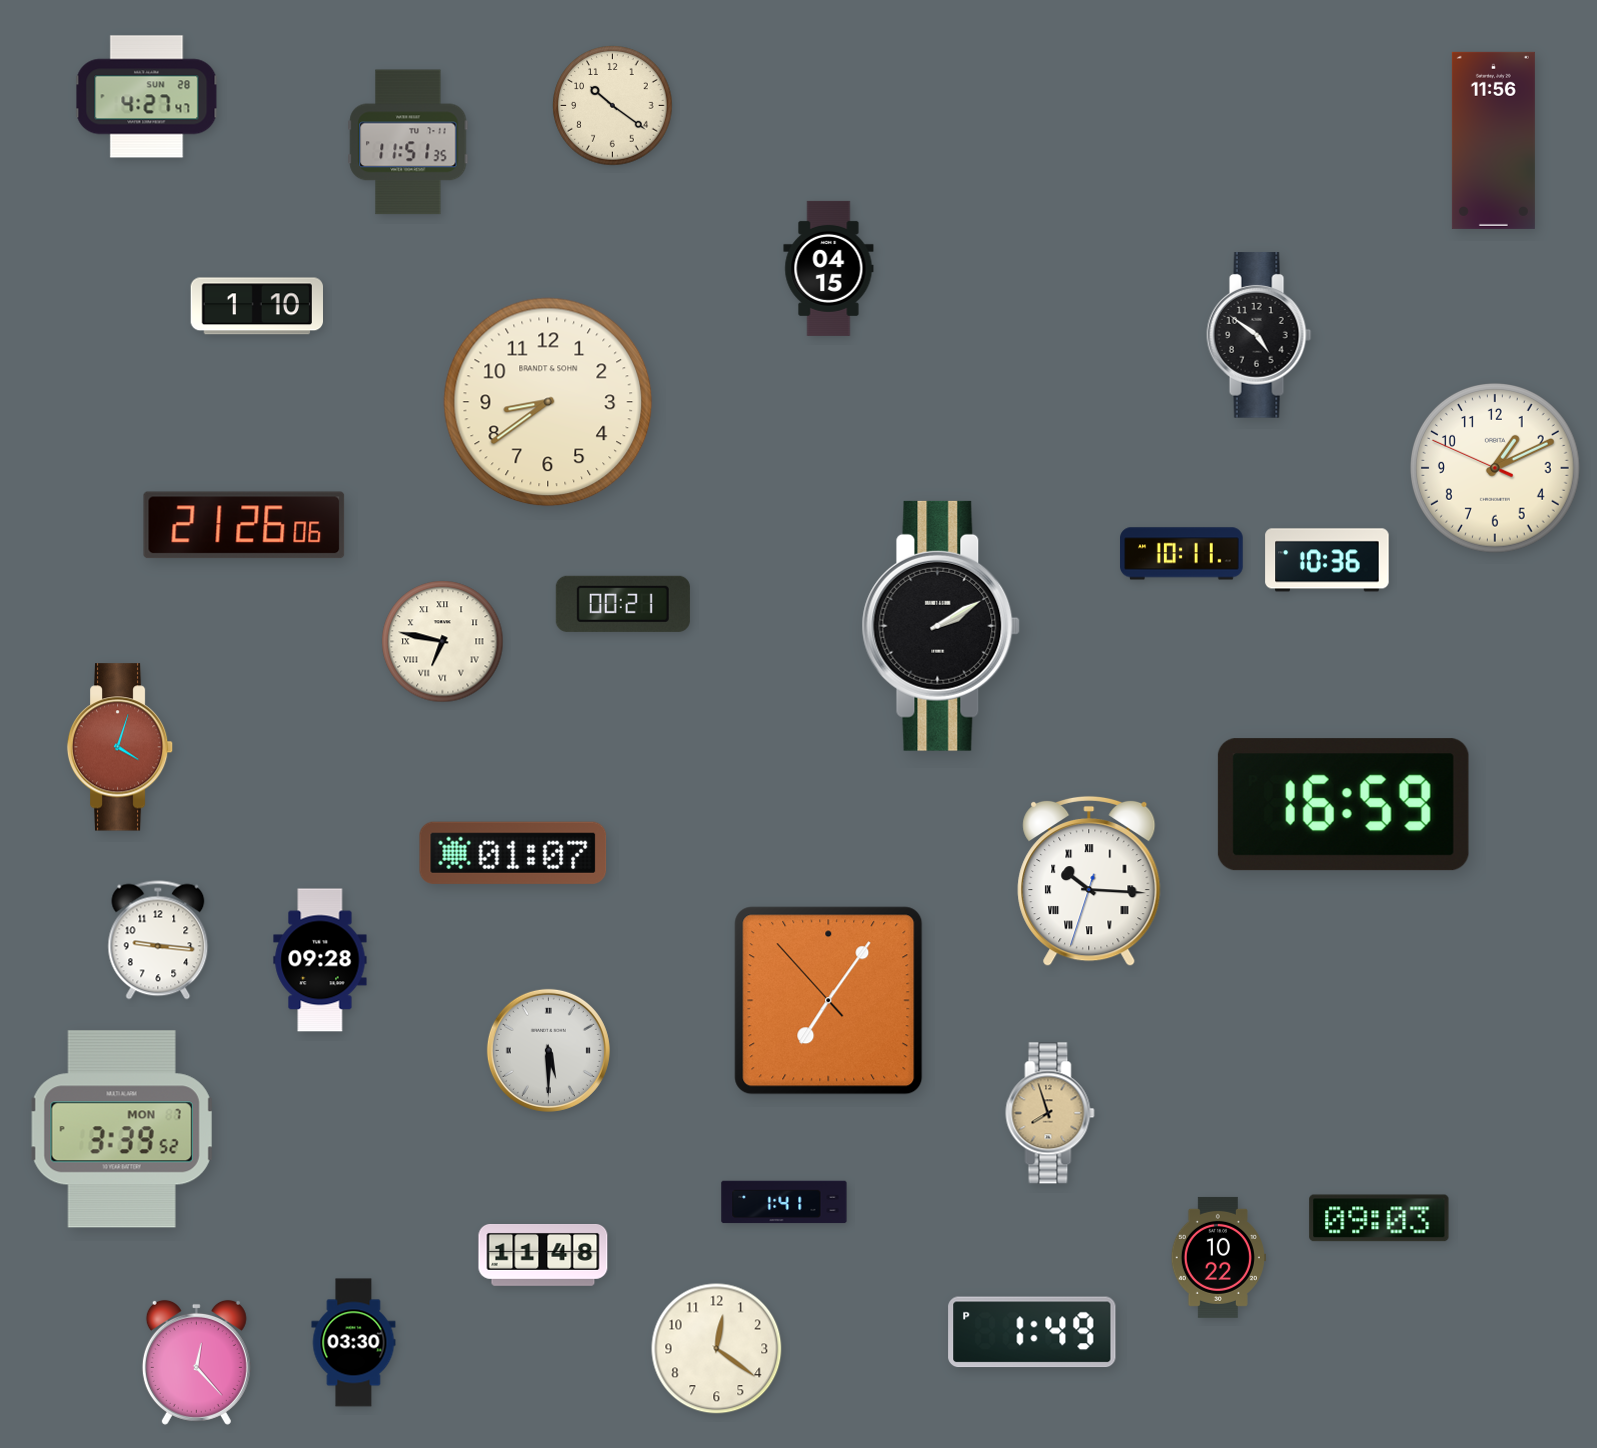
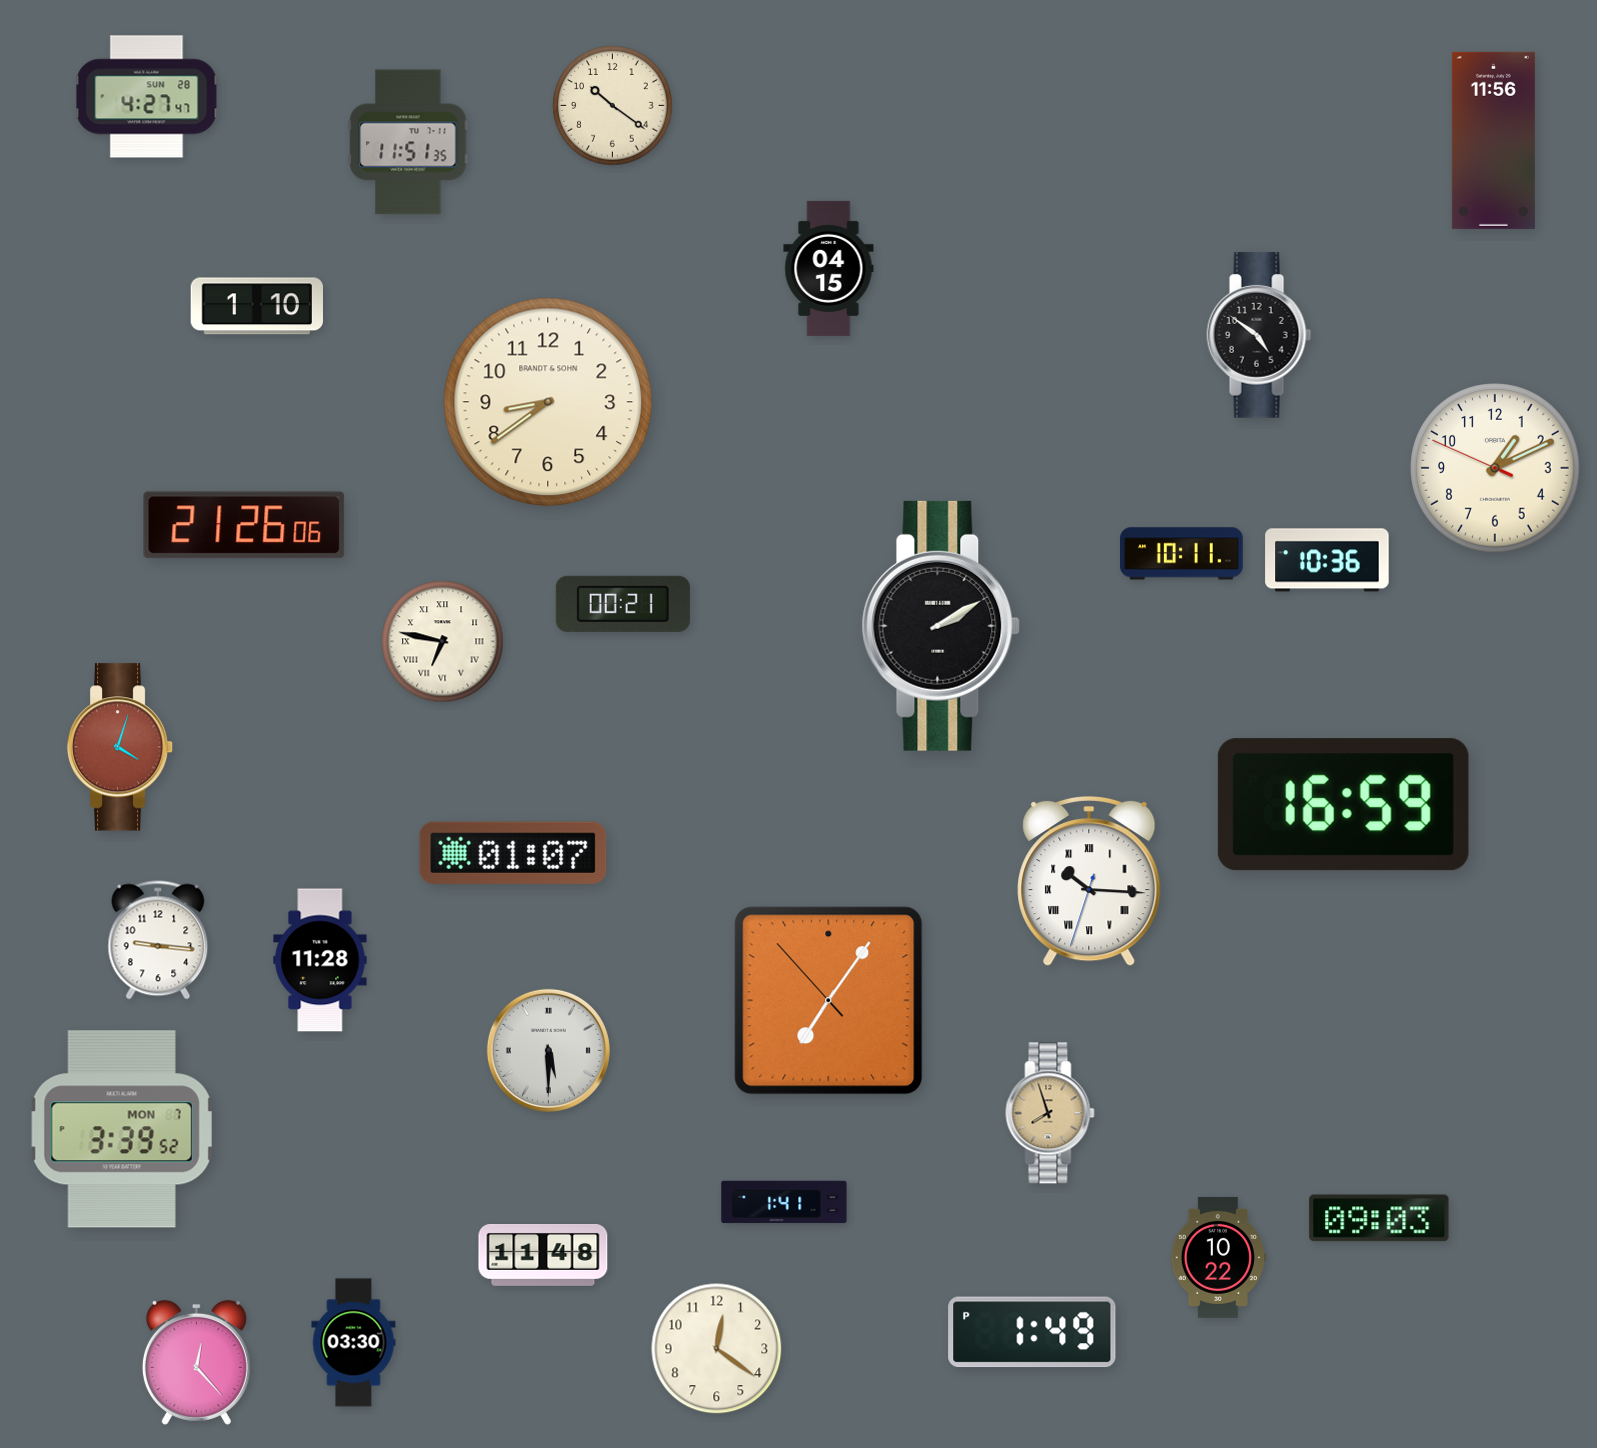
clock at (320, 960): 09:28 -> 11:28
